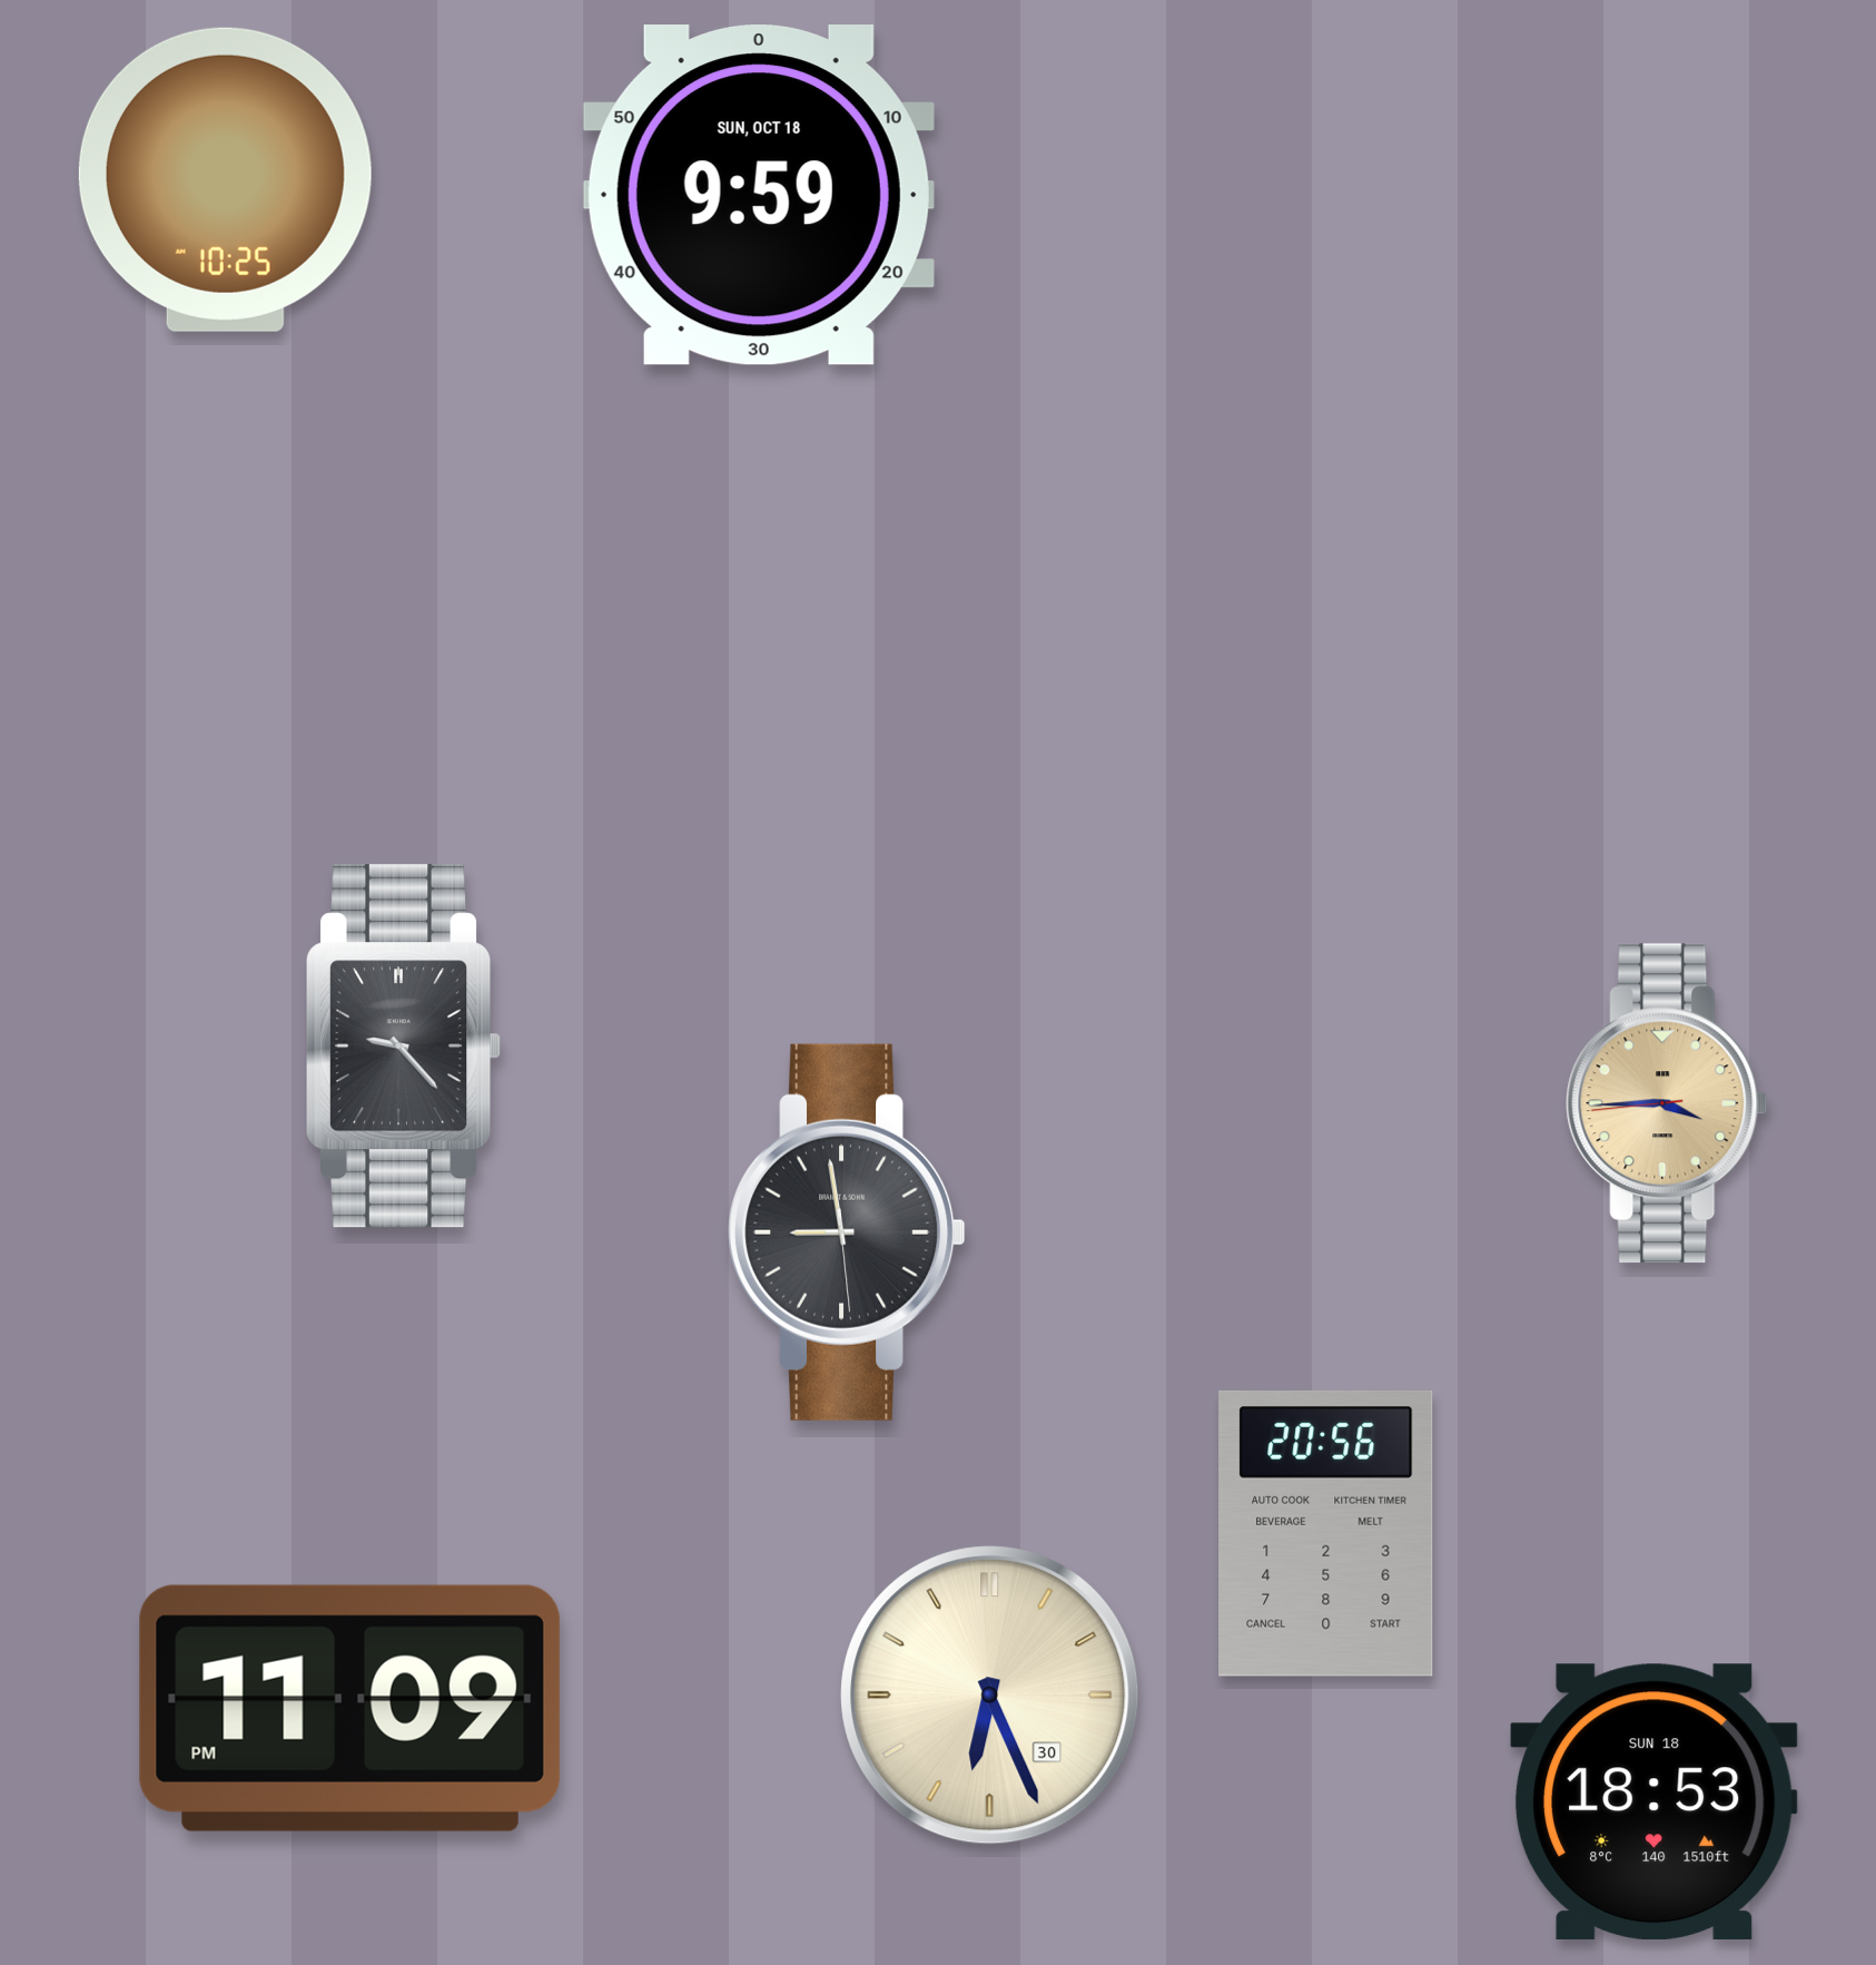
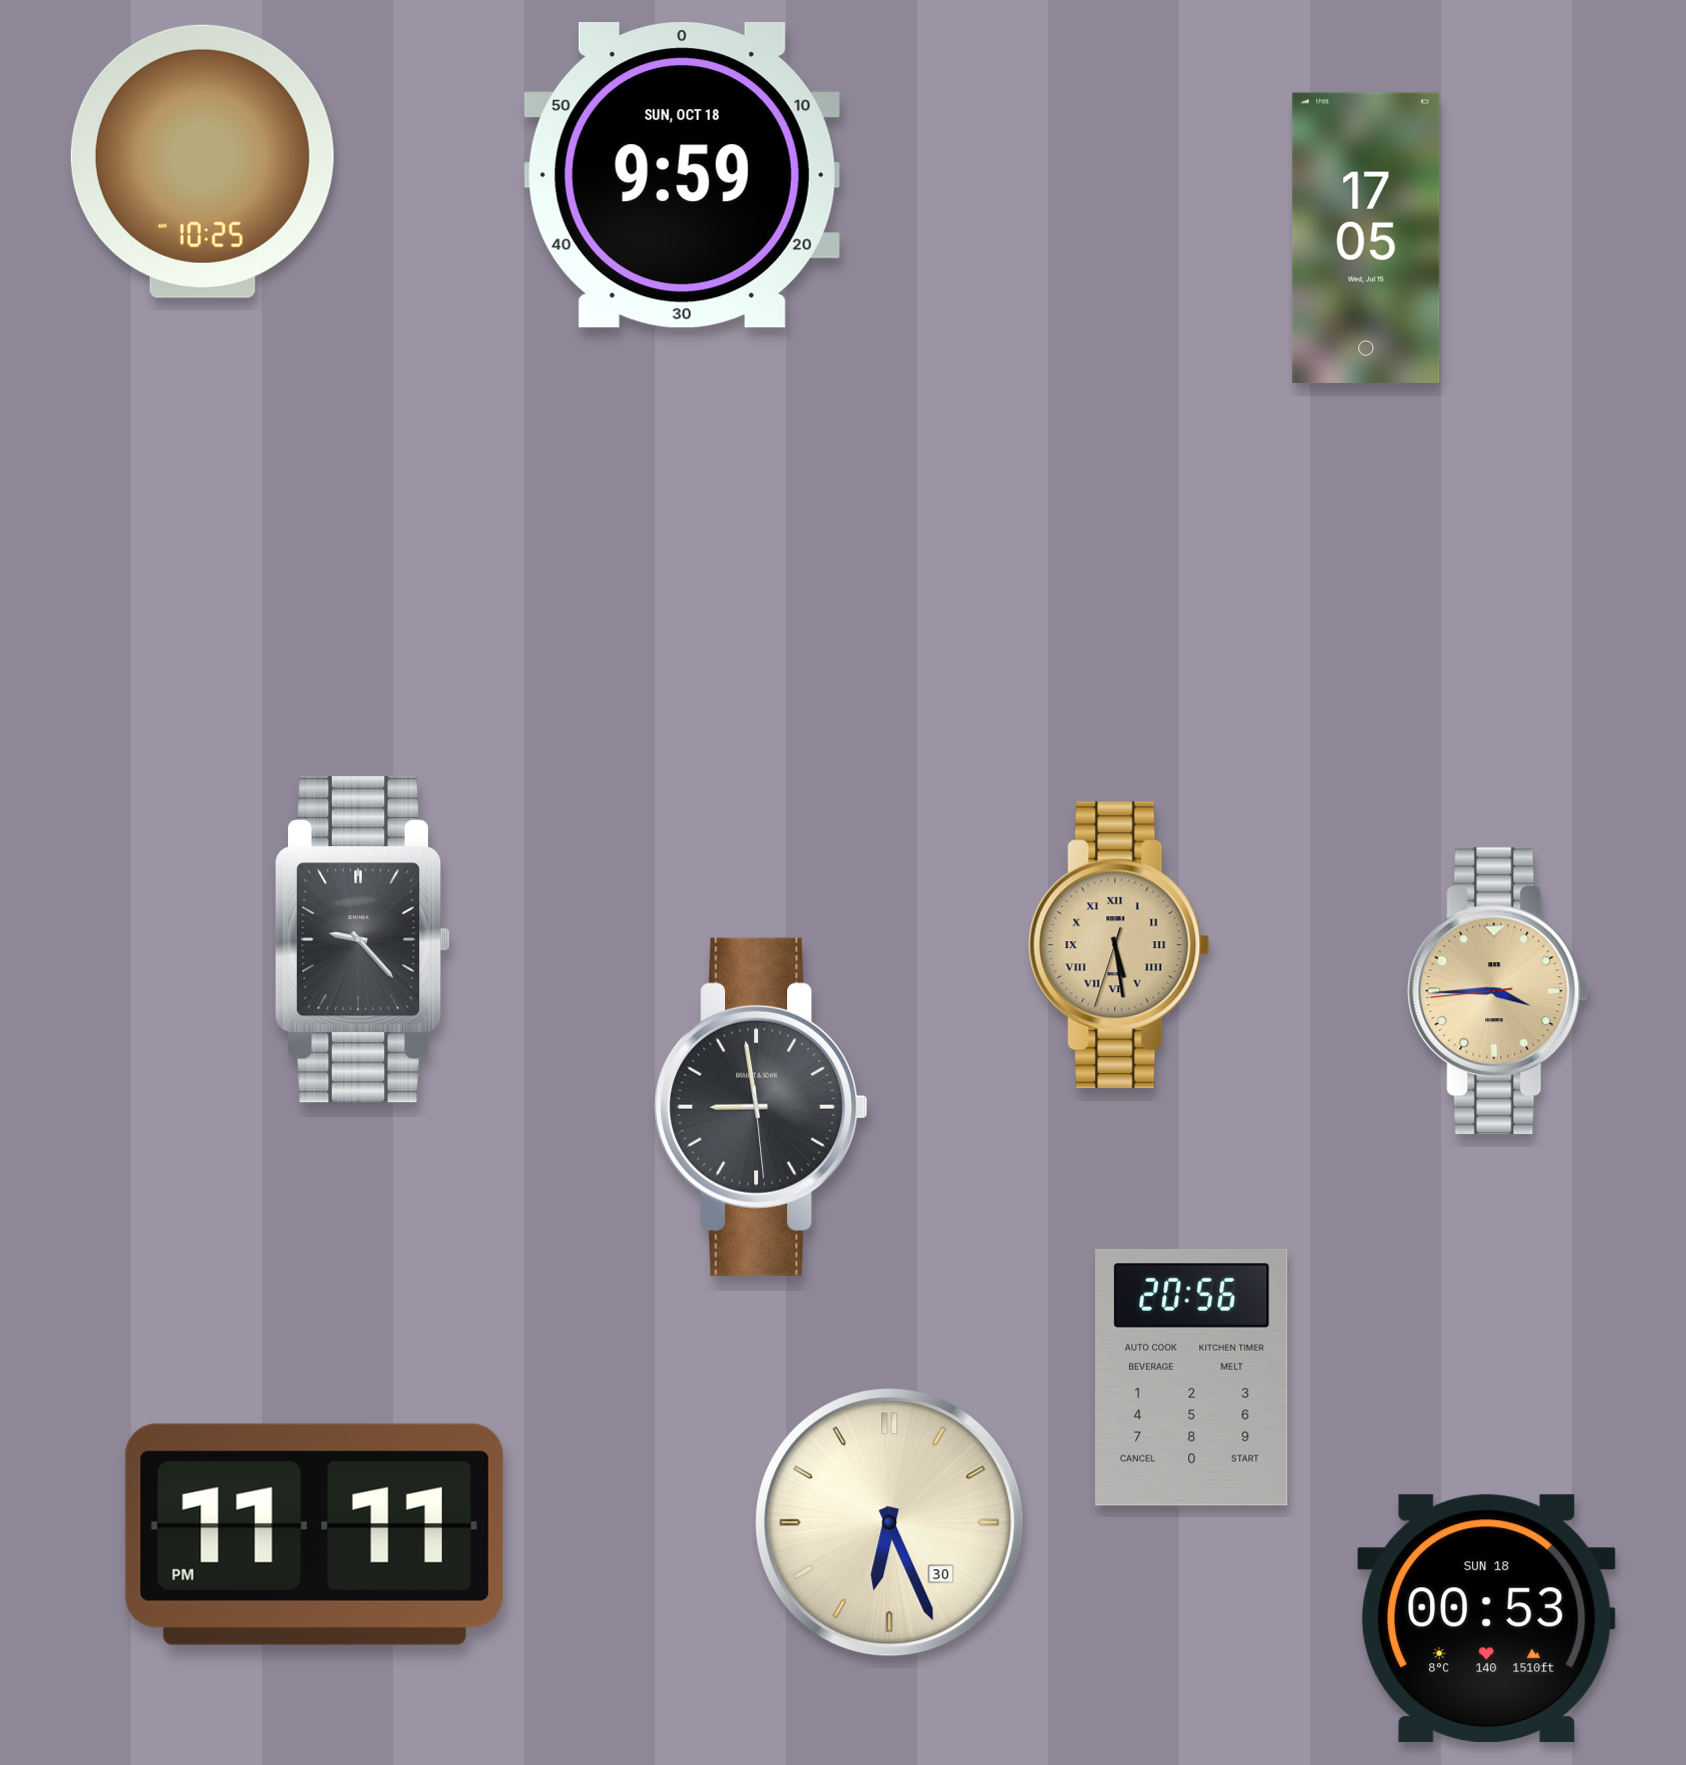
clock at (1366, 238): none -> 17:05
clock at (1119, 945): none -> 5:28
clock at (349, 1708): 11:09 -> 11:11
clock at (1655, 1802): 18:53 -> 00:53
